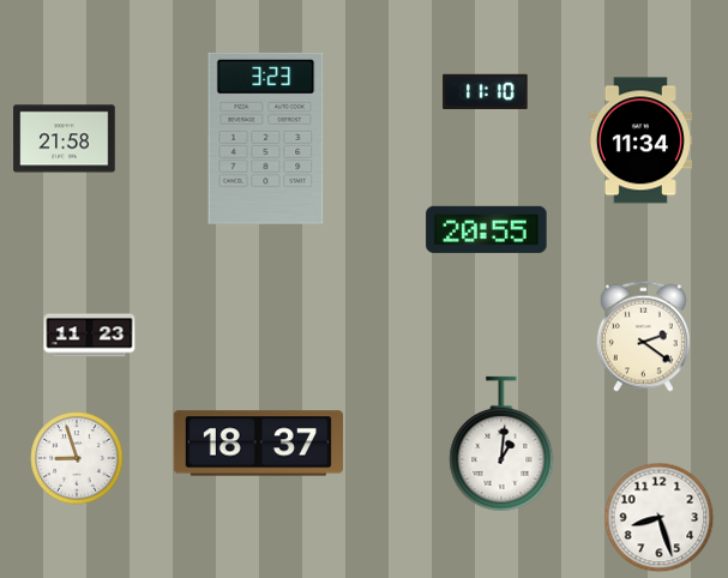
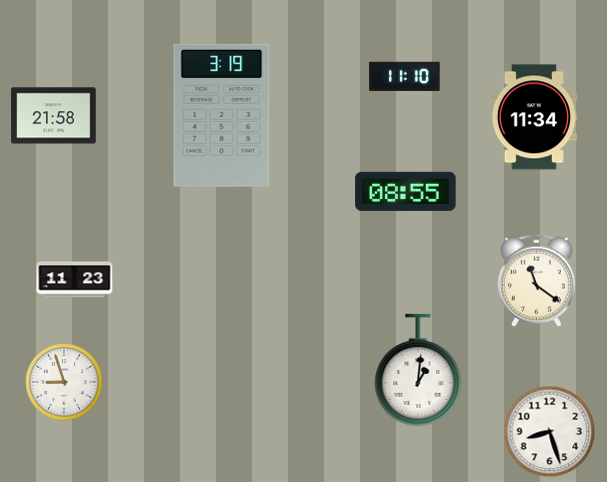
clock at (266, 138): 3:23 -> 3:19
clock at (487, 229): 20:55 -> 08:55
clock at (643, 336): 2:21 -> 11:21
clock at (258, 444): 18:37 -> none
